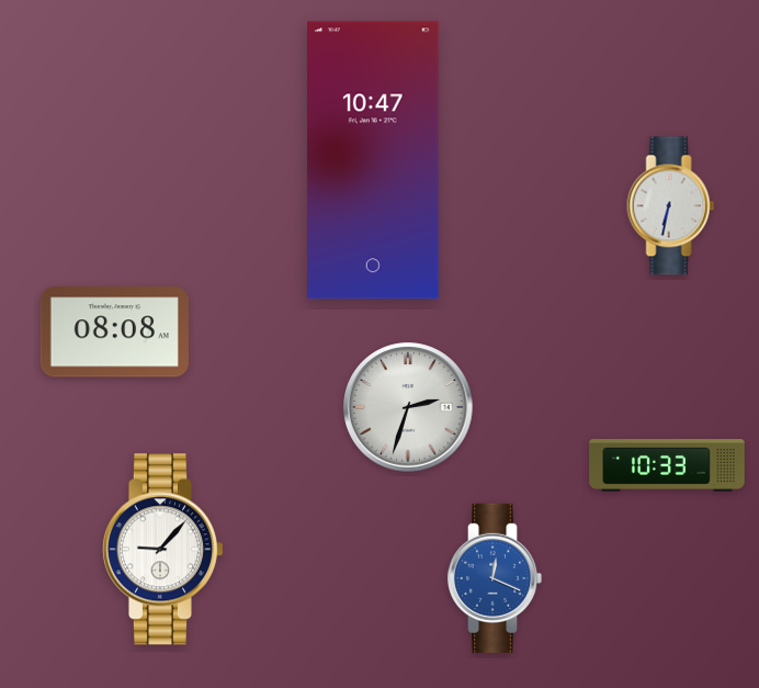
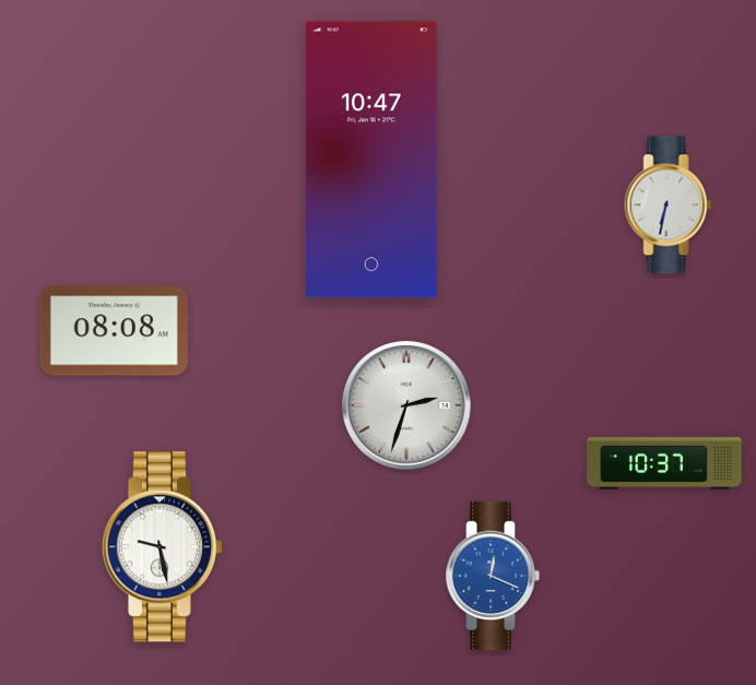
clock at (667, 465): 10:33 -> 10:37
clock at (162, 550): 9:07 -> 9:28
